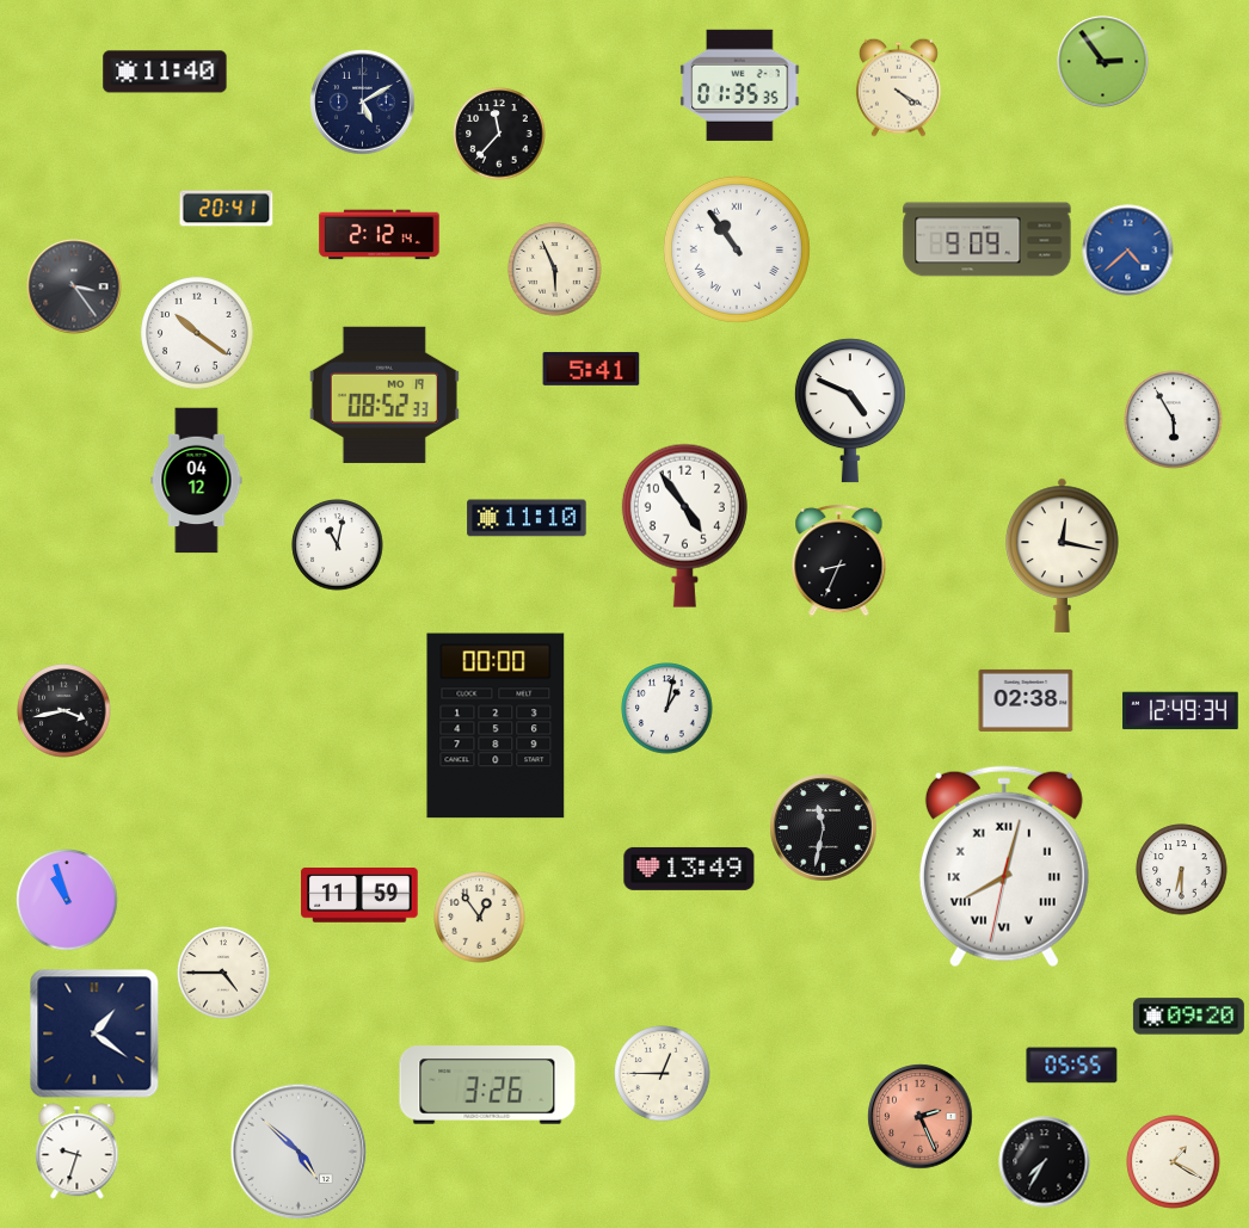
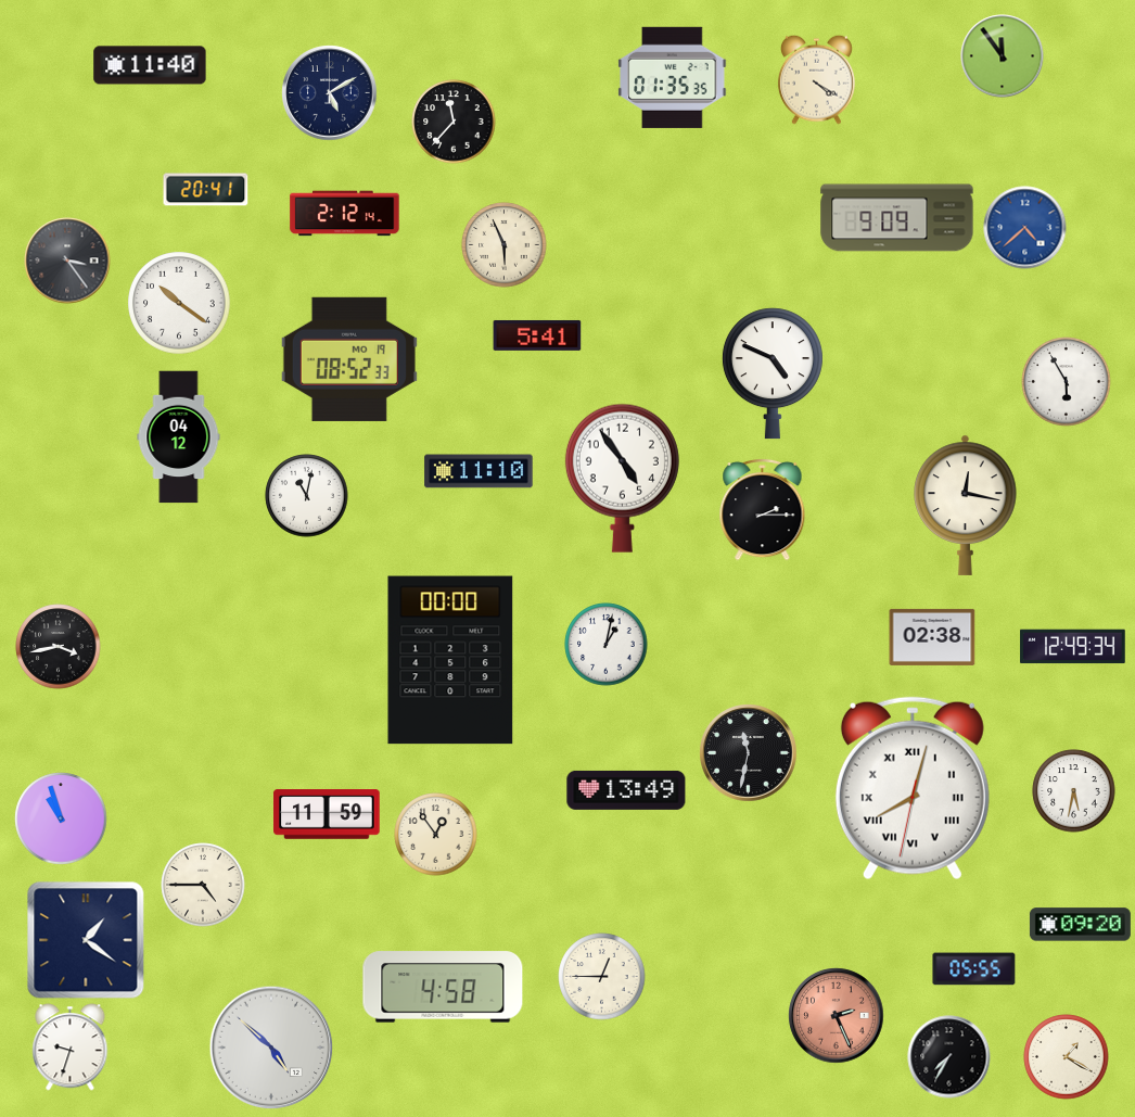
clock at (1103, 62): 2:54 -> 11:54
clock at (737, 249): 10:54 -> none
clock at (839, 560): 8:34 -> 2:15
clock at (1182, 870): 6:30 -> 5:32
clock at (487, 1085): 3:26 -> 4:58
